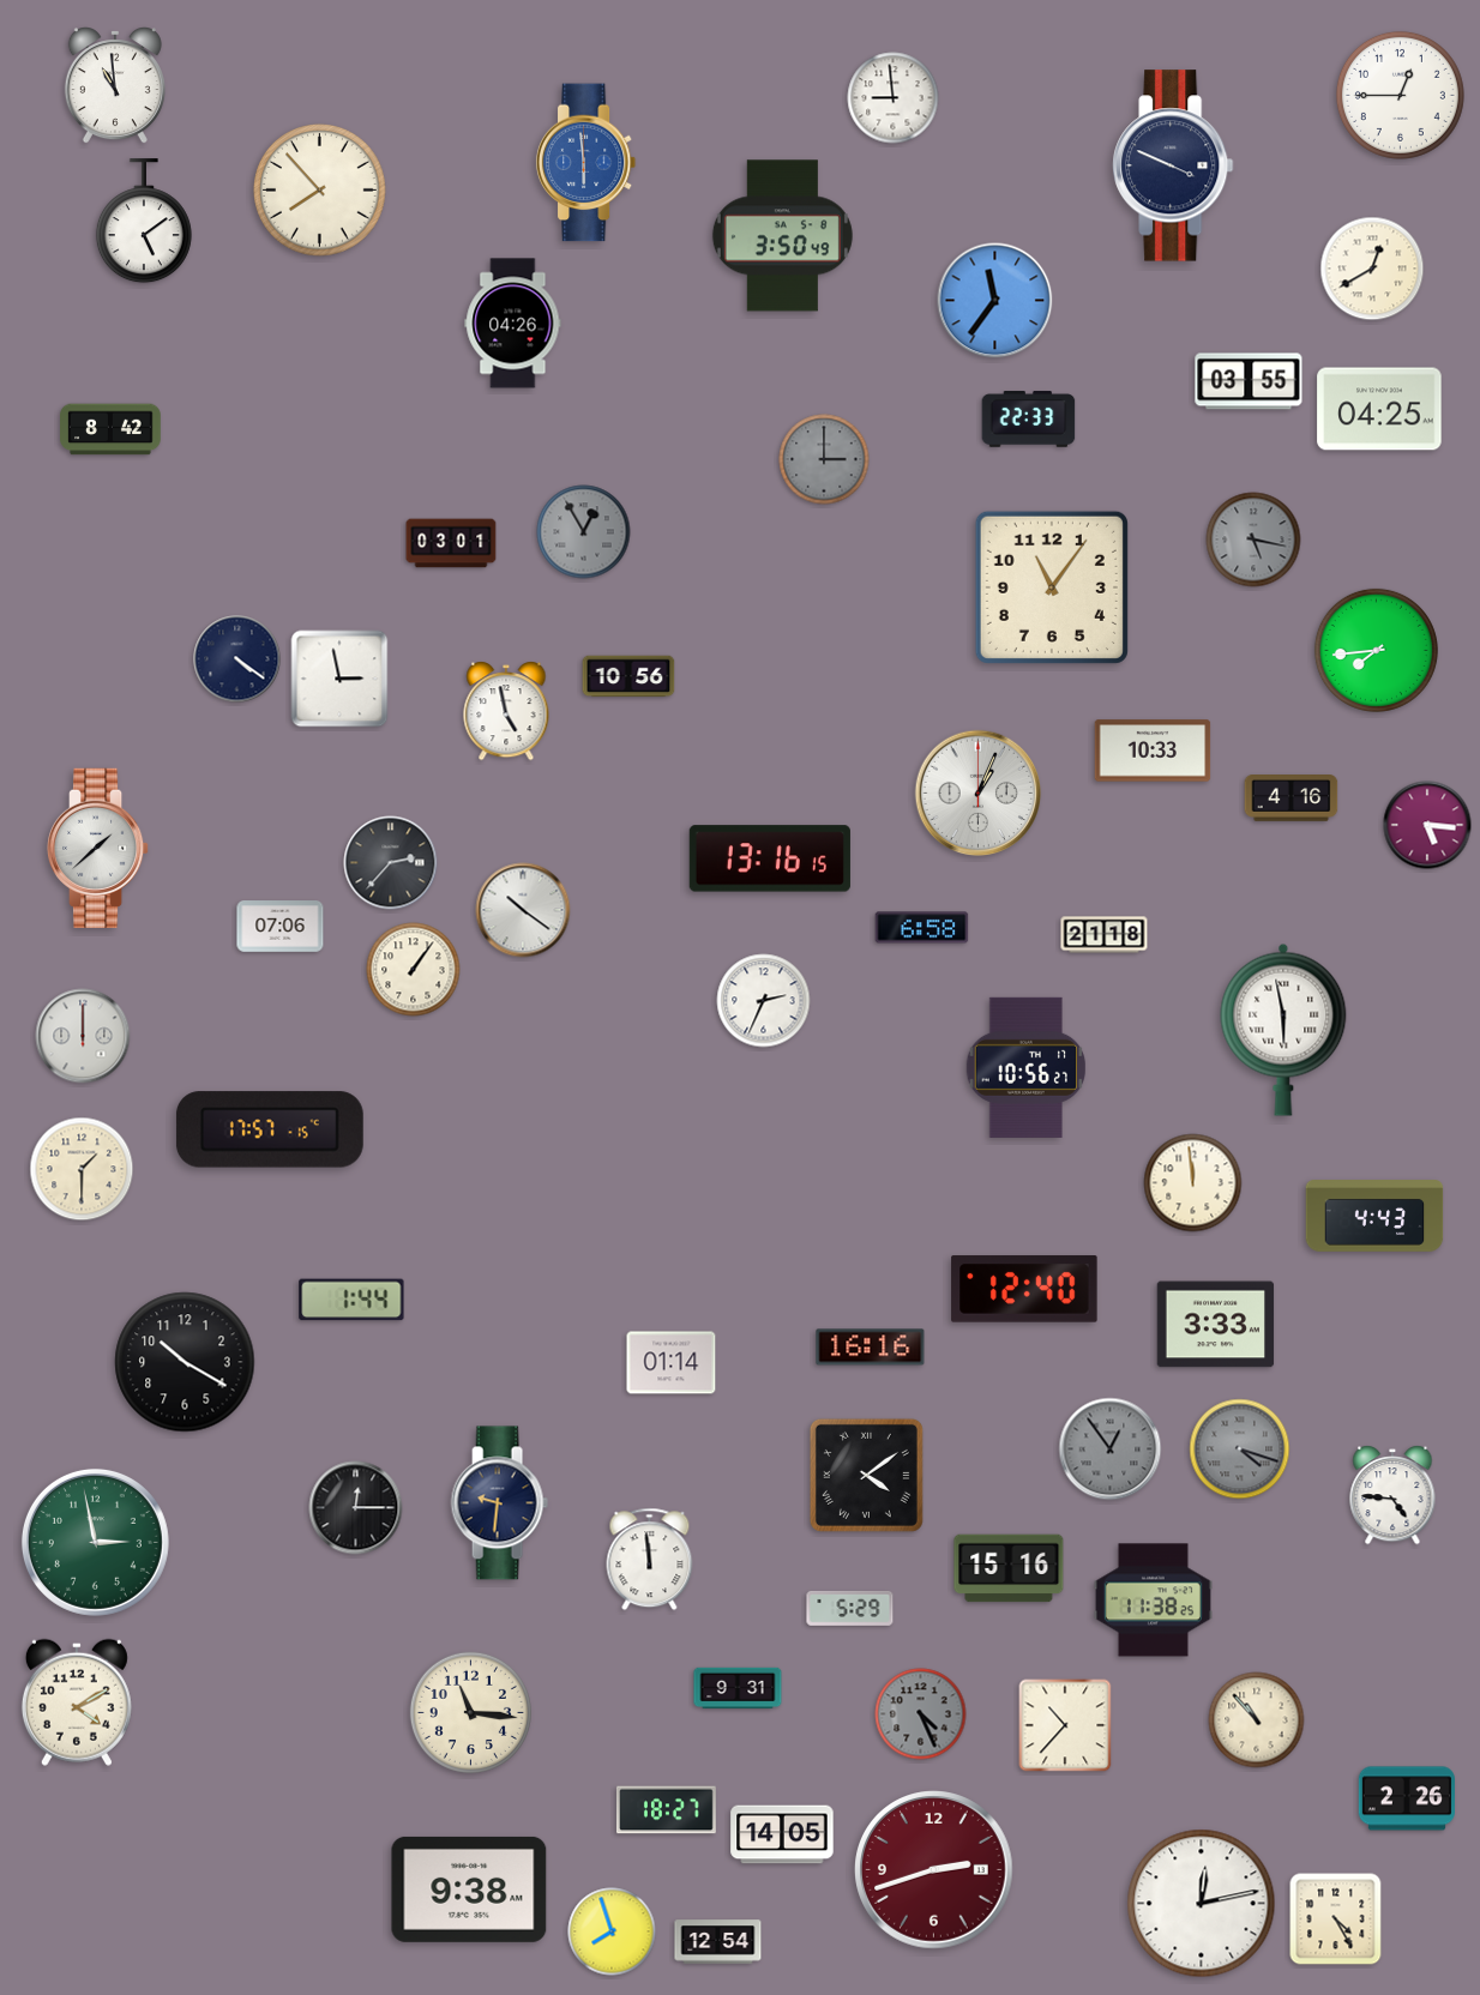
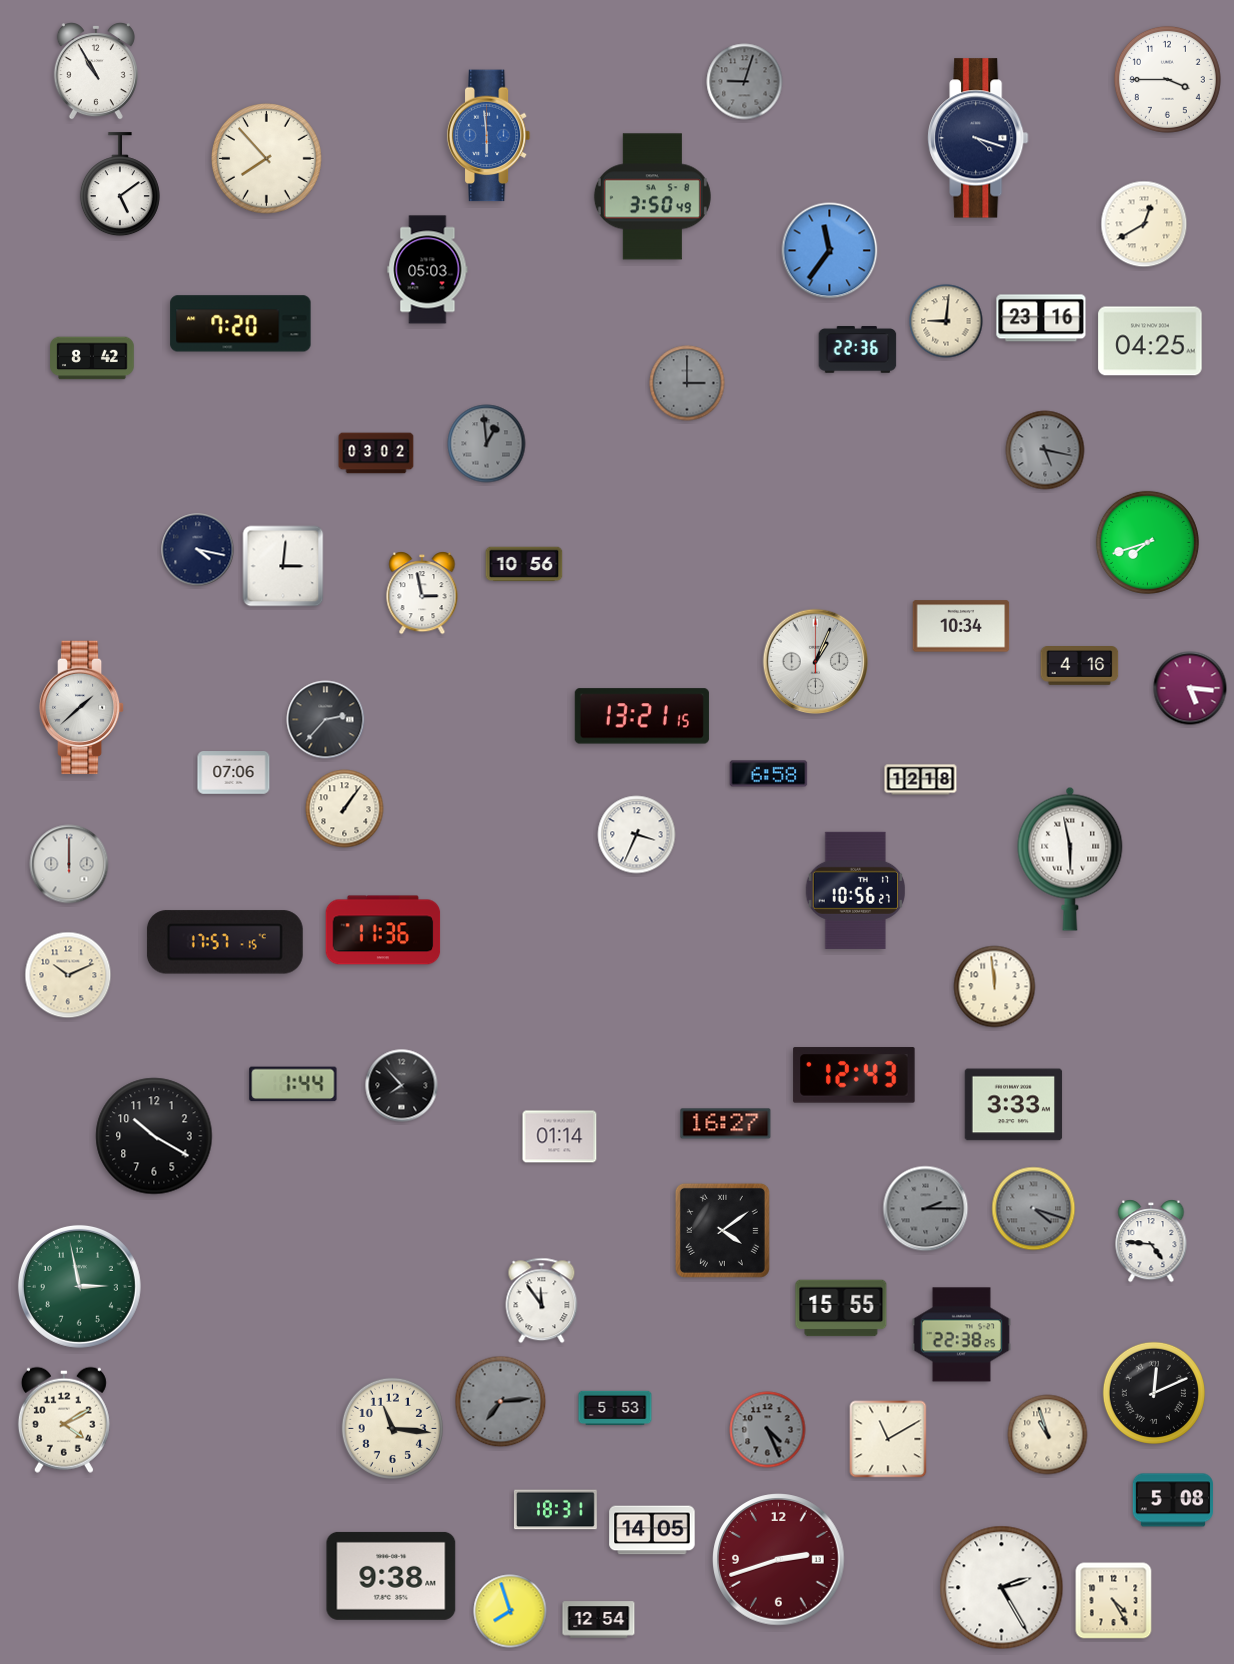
clock at (115, 86): 10:59 -> 10:55
clock at (1400, 95): 12:45 -> 3:45
clock at (894, 98): 8:59 -> 9:03
clock at (894, 98) dial: white -> grey
clock at (1173, 165): 3:49 -> 4:18
clock at (513, 324): 04:26 -> 05:03
clock at (1249, 381): 03:55 -> 23:16
clock at (946, 321): none -> 9:01
clock at (241, 324): none -> 7:20
clock at (1029, 420): 22:33 -> 22:36
clock at (584, 532): 12:55 -> 12:59
clock at (451, 543): 03:01 -> 03:02
clock at (1052, 587): 11:06 -> none
clock at (1376, 650): 7:44 -> 7:42
clock at (237, 659): 4:21 -> 4:17
clock at (339, 679): 2:58 -> 3:01
clock at (506, 711): 4:58 -> 2:58
clock at (1153, 751): 10:33 -> 10:34
clock at (1292, 798) position: (1292, 798) -> (1080, 666)
clock at (770, 858): 13:16 -> 13:21
clock at (523, 910): 10:21 -> none
clock at (1105, 935): 21:18 -> 12:18
clock at (764, 1001): 2:34 -> 3:34
clock at (383, 930): none -> 11:36
clock at (82, 1169): 1:30 -> 10:11
clock at (1374, 1216): 4:43 -> none
clock at (1024, 1289): 12:40 -> 12:43
clock at (402, 1086): none -> 7:53
clock at (871, 1348): 16:16 -> 16:27
clock at (1111, 1449): 12:54 -> 2:15
clock at (1392, 1495) position: (1392, 1495) -> (1151, 1241)
clock at (499, 1503): 9:31 -> none
clock at (356, 1508): 12:15 -> none
clock at (650, 1560): 11:59 -> 11:54
clock at (1009, 1568): 15:16 -> 15:55
clock at (1153, 1601): 11:38 -> 22:38
clock at (850, 1608): 5:29 -> none
clock at (1154, 1393): none -> 12:11
clock at (501, 1402): none -> 7:14
clock at (738, 1688): 9:31 -> 5:53
clock at (1257, 1720): 10:53 -> 10:57
clock at (1065, 1725): 10:37 -> 11:10
clock at (1407, 1798): 2:26 -> 5:08
clock at (666, 1810): 18:27 -> 18:31
clock at (1202, 1904): 12:13 -> 2:25
